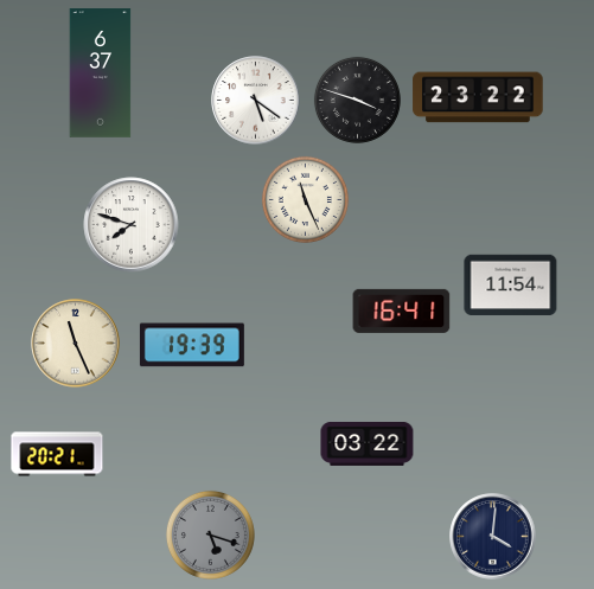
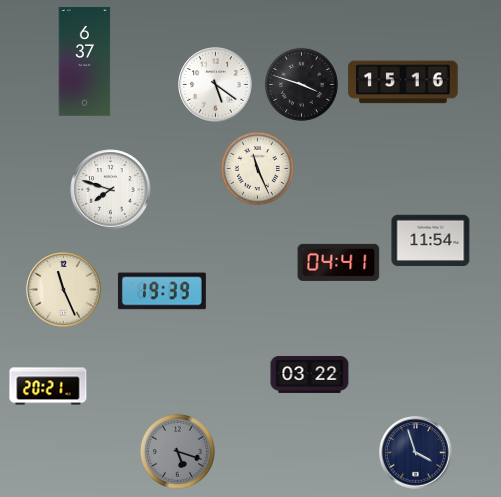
clock at (478, 97): 23:22 -> 15:16
clock at (402, 310): 16:41 -> 04:41
clock at (57, 454) position: (57, 454) -> (48, 386)
clock at (493, 537): 4:01 -> 3:57
